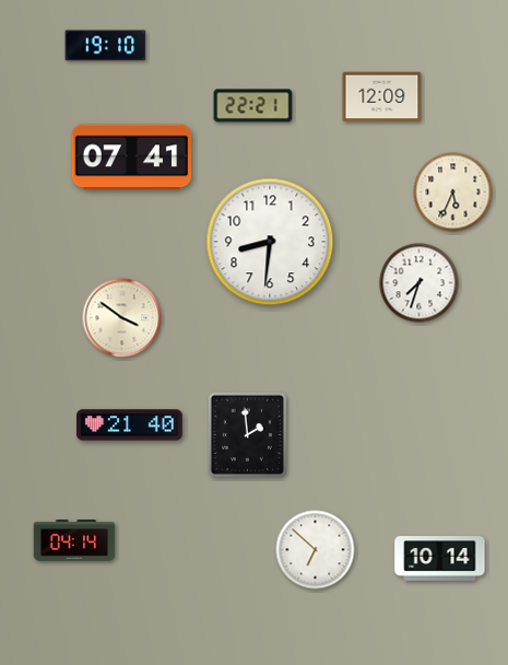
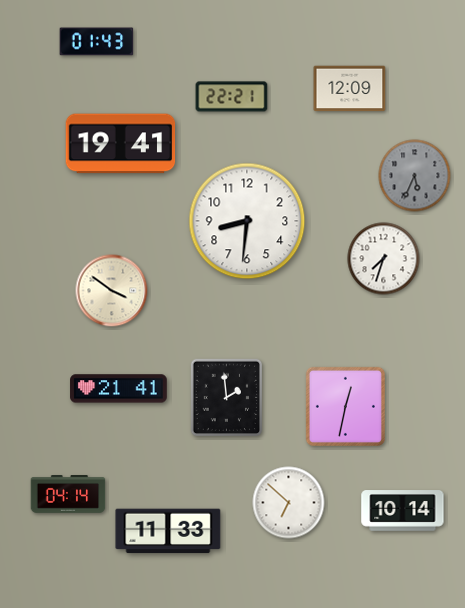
clock at (106, 46): 19:10 -> 01:43
clock at (132, 157): 07:41 -> 19:41
clock at (453, 192) dial: cream -> grey
clock at (130, 425): 21:40 -> 21:41
clock at (345, 406): none -> 12:32
clock at (168, 531): none -> 11:33
